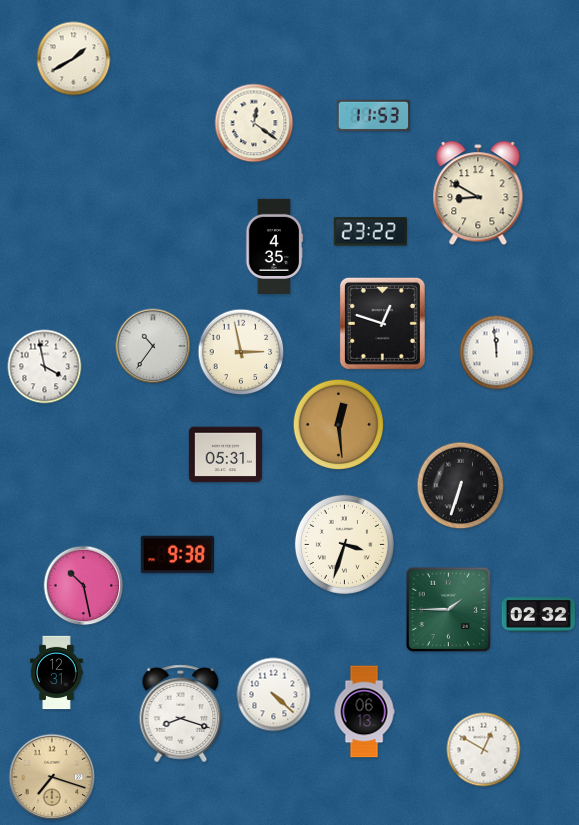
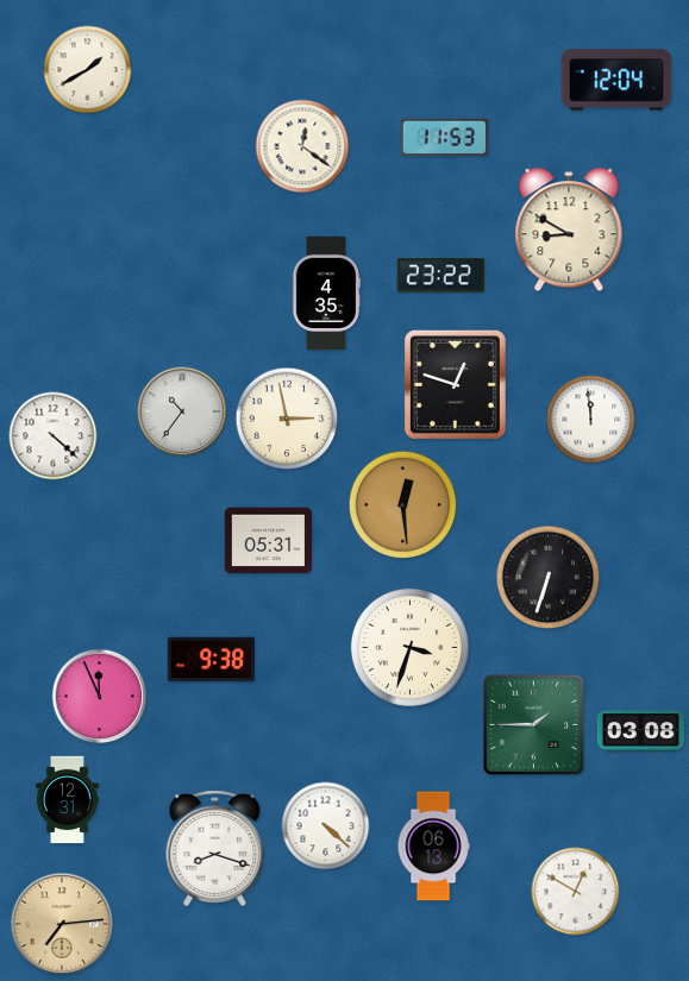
clock at (616, 80): none -> 12:04
clock at (45, 367): 3:58 -> 4:22
clock at (84, 586): 10:28 -> 11:56
clock at (539, 615): 02:32 -> 03:08
clock at (52, 777): 7:18 -> 7:14
